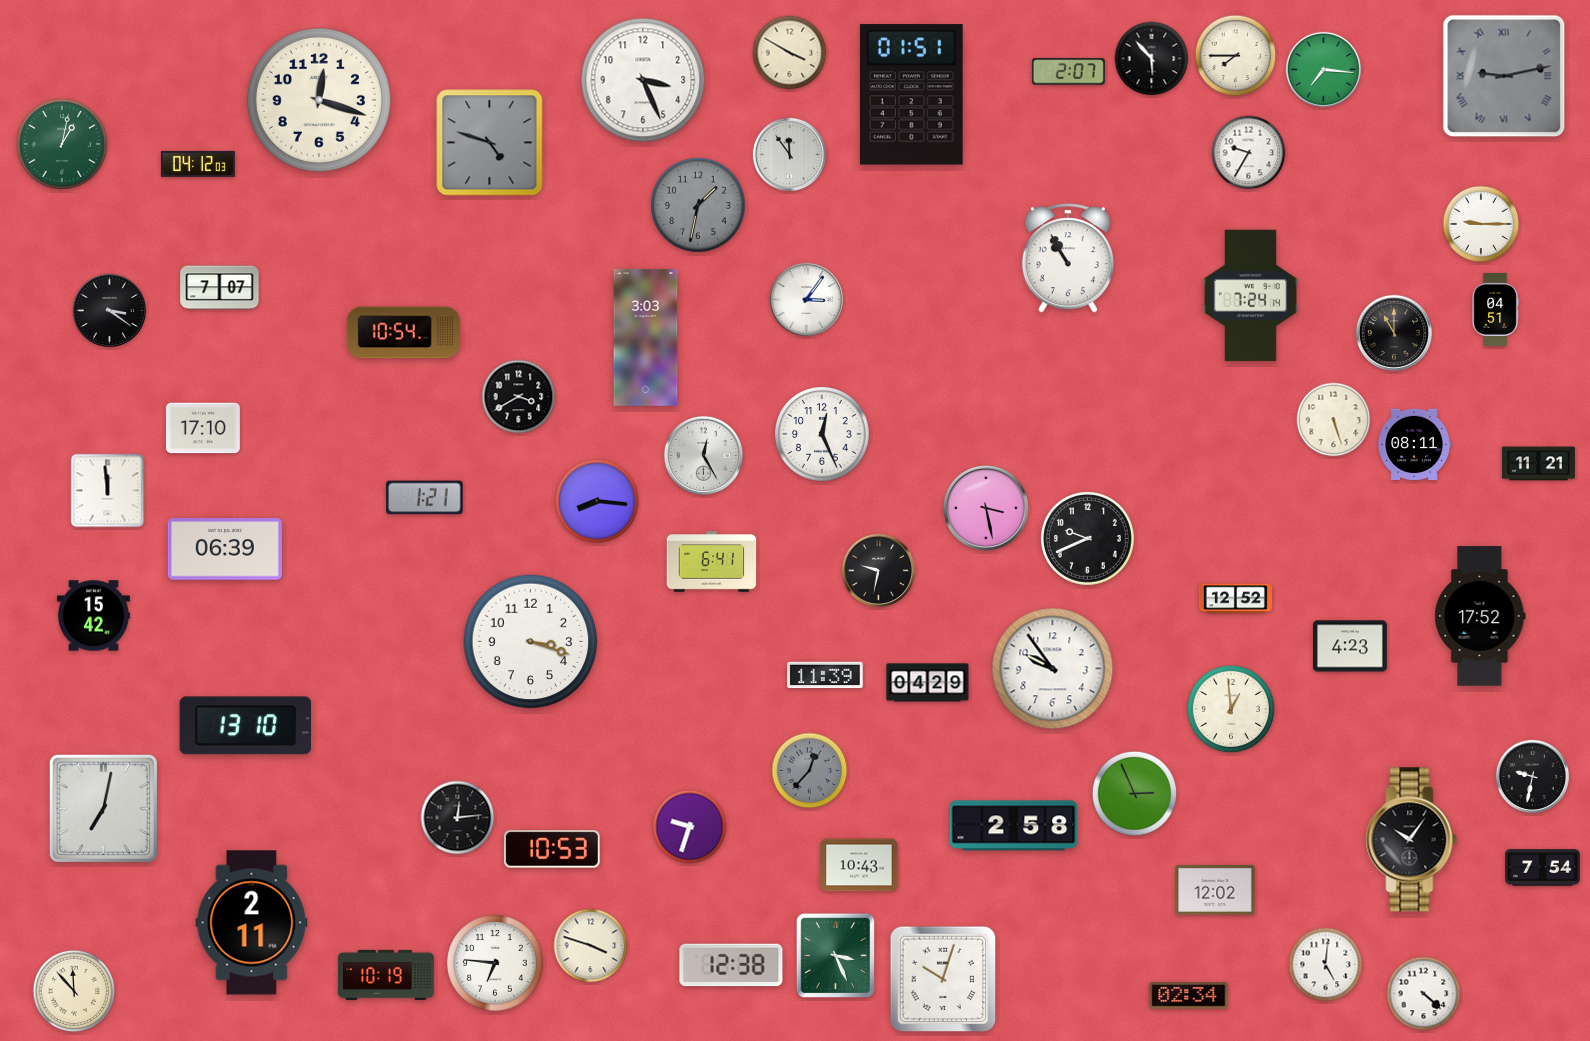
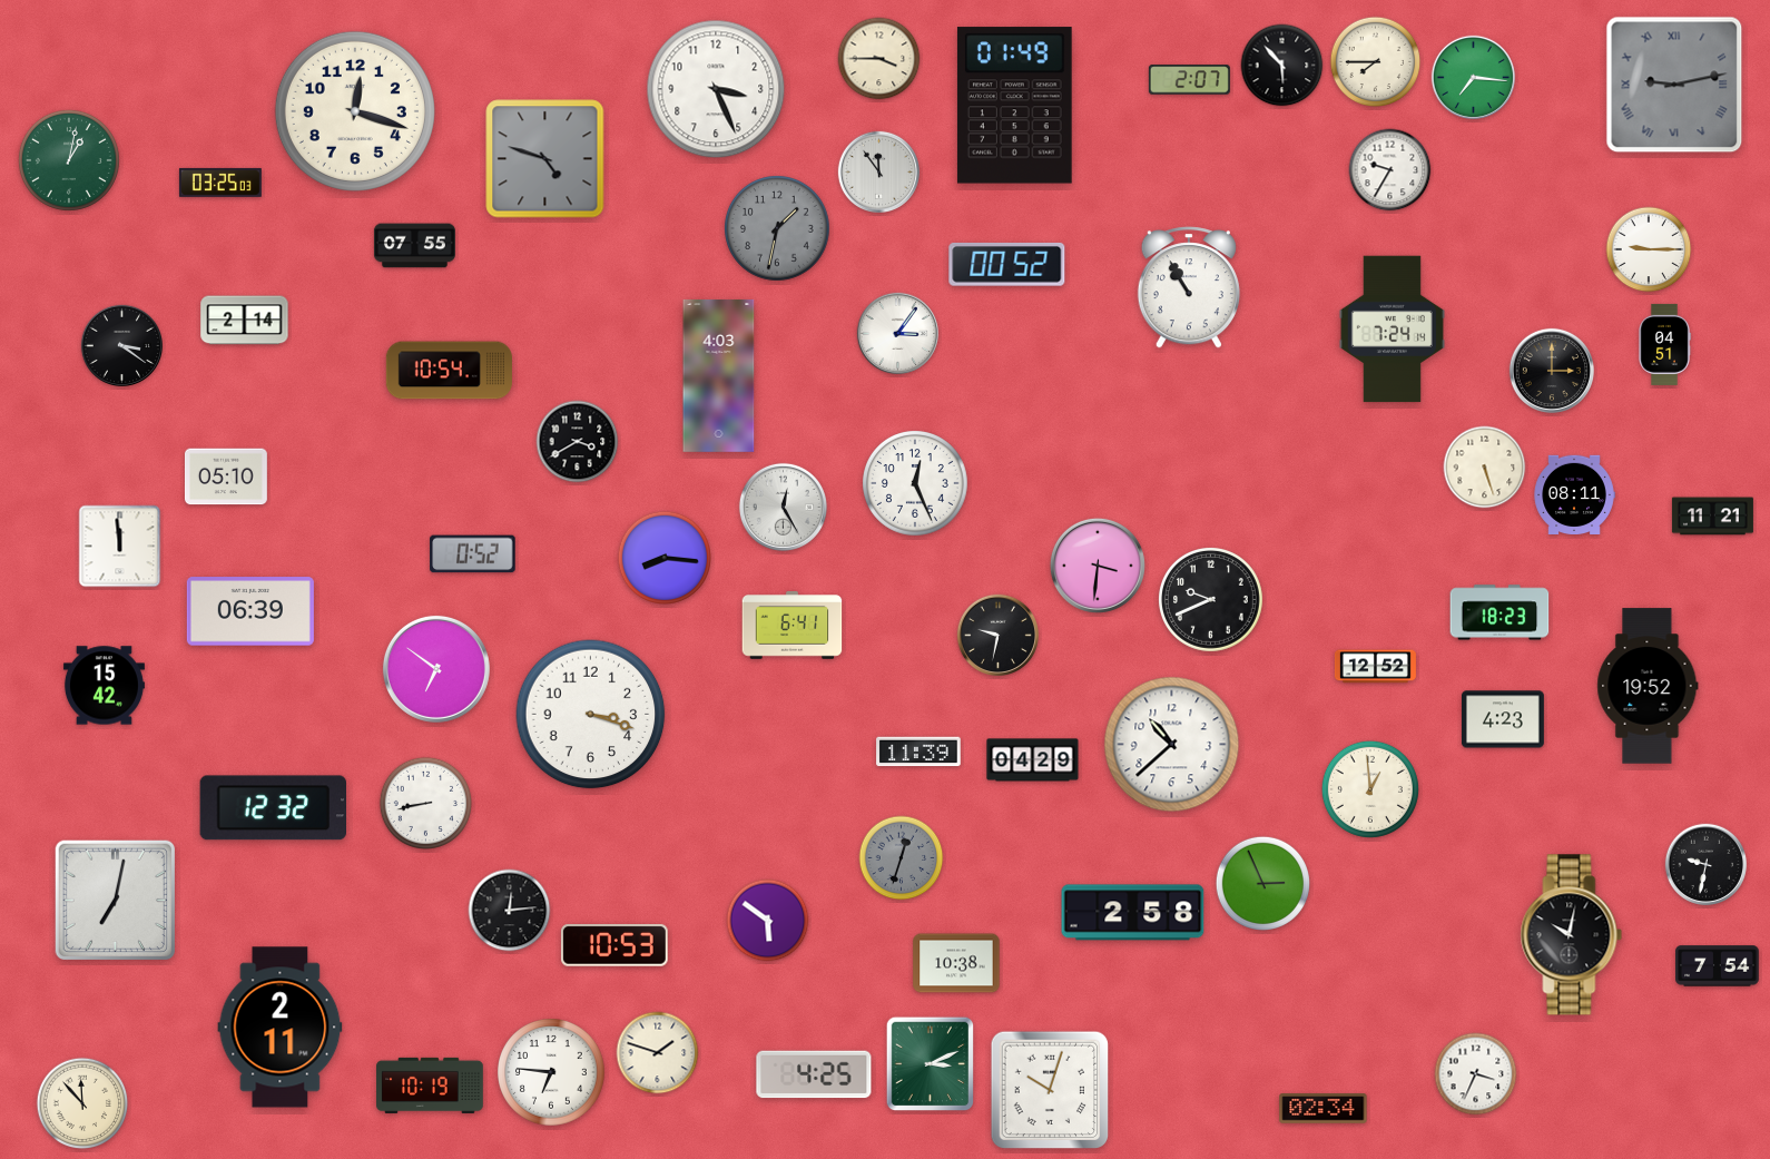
clock at (790, 53): 3:50 -> 3:45
clock at (911, 95): 01:51 -> 01:49
clock at (198, 164): 04:12 -> 03:25
clock at (414, 246): none -> 07:55
clock at (1007, 265): none -> 00:52
clock at (220, 288): 7:07 -> 2:14
clock at (1394, 333): 11:00 -> 3:00
clock at (646, 337): 3:03 -> 4:03
clock at (203, 428): 17:10 -> 05:10
clock at (425, 498): 1:21 -> 0:52
clock at (986, 508): 3:28 -> 3:31
clock at (1499, 612): none -> 18:23
clock at (878, 570) position: (878, 570) -> (997, 635)
clock at (436, 669): none -> 6:51
clock at (1480, 616): 17:52 -> 19:52
clock at (1053, 669): 9:54 -> 10:38
clock at (426, 804): none -> 8:43
clock at (245, 726): 13:10 -> 12:32
clock at (810, 771): 12:37 -> 12:33
clock at (1014, 826) position: (1014, 826) -> (1133, 913)
clock at (690, 827): 9:33 -> 5:51
clock at (1412, 840): 10:06 -> 10:02
clock at (859, 865): 10:43 -> 10:38
clock at (1215, 890): 12:02 -> none
clock at (591, 946): 3:48 -> 1:48
clock at (836, 956): 3:26 -> 3:11
clock at (731, 965): 12:38 -> 4:25
clock at (1326, 965): 5:01 -> 3:34
clock at (1424, 994): 4:22 -> none
